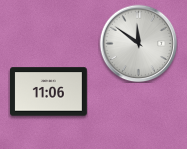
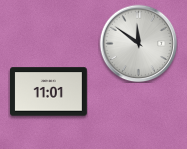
clock at (49, 92): 11:06 -> 11:01
